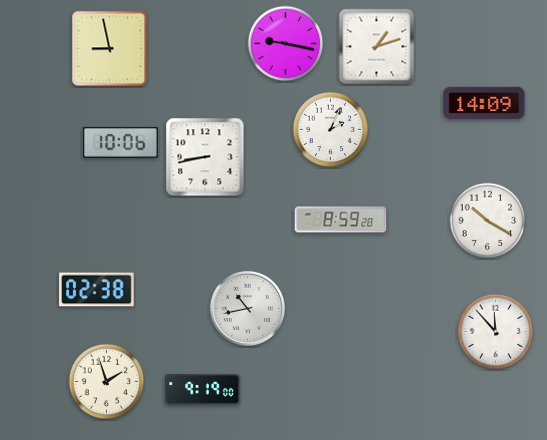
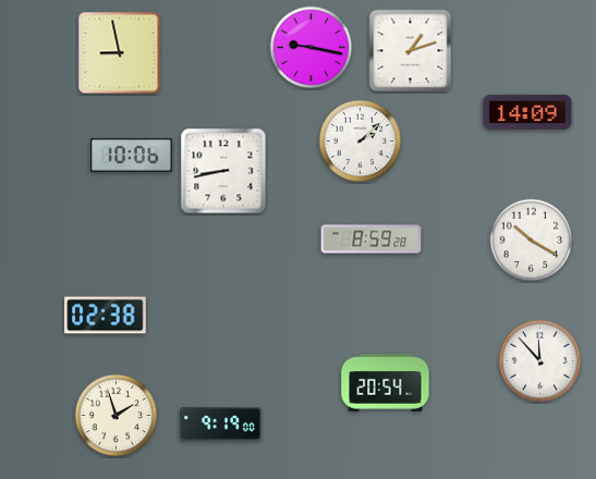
clock at (331, 130): 2:04 -> 2:08
clock at (247, 308): 10:43 -> none
clock at (386, 383): none -> 20:54
